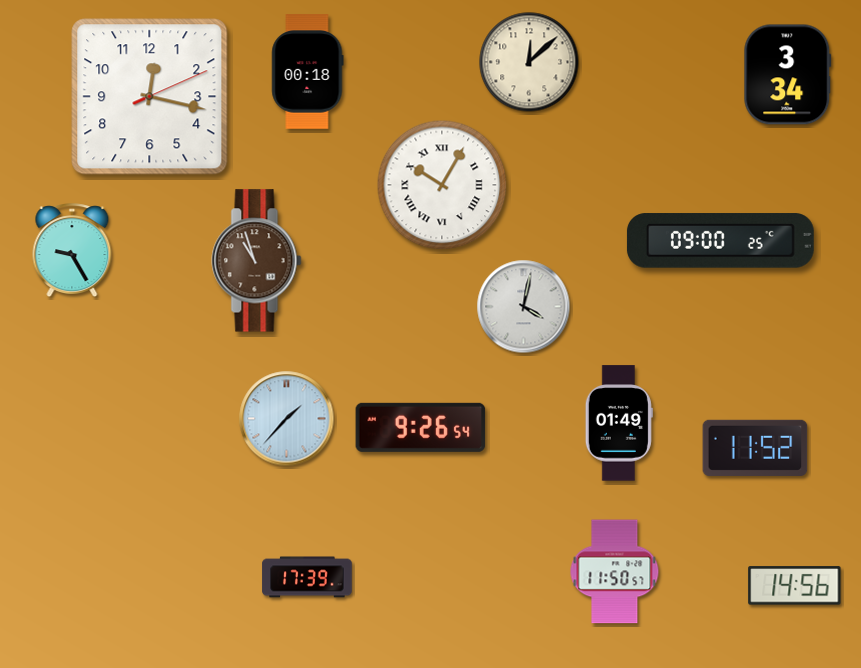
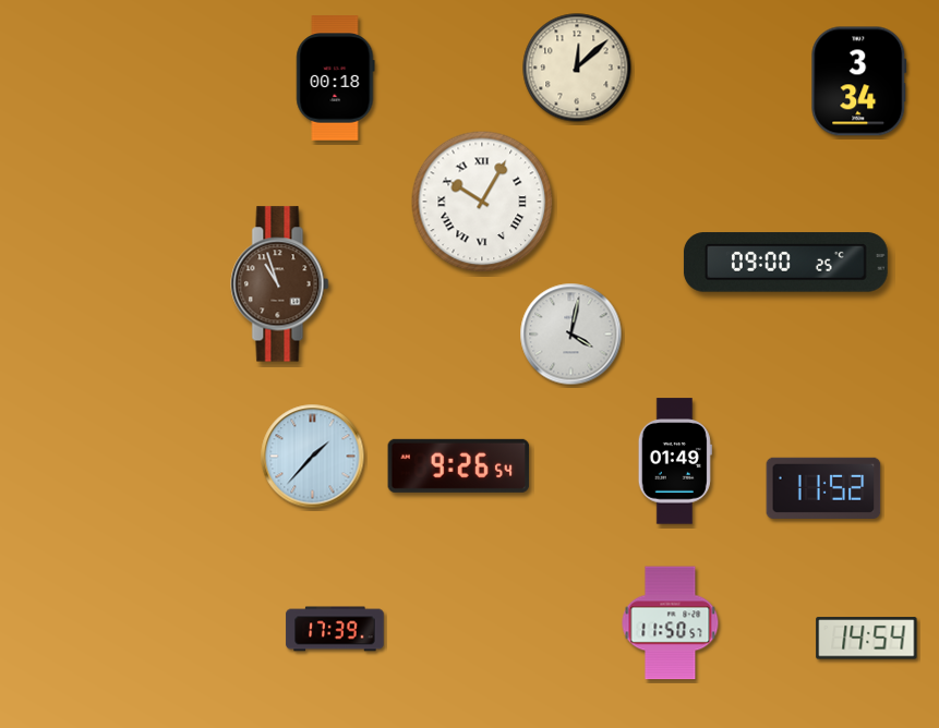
clock at (150, 97): 12:17 -> none
clock at (72, 251): 9:25 -> none
clock at (795, 586): 14:56 -> 14:54
